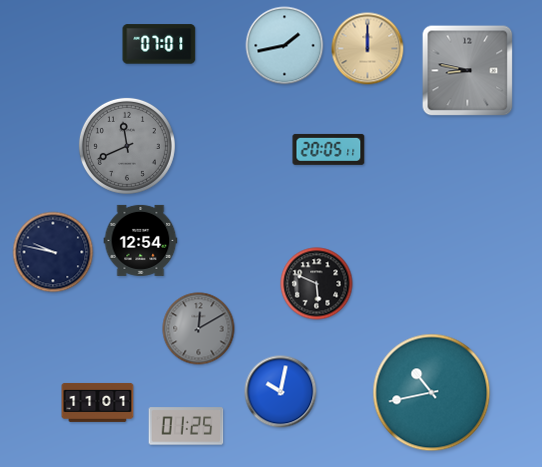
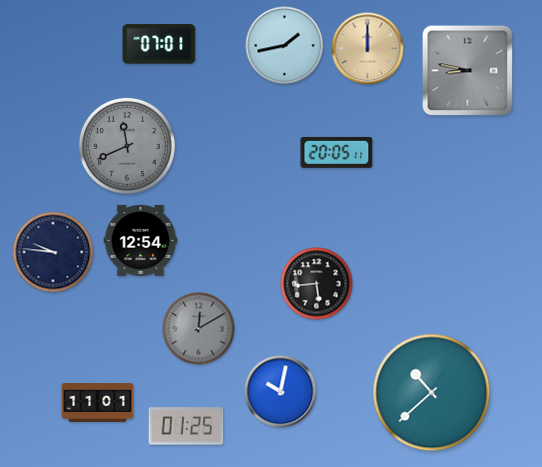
clock at (329, 149) position: (329, 149) -> (337, 152)
clock at (53, 252): 9:47 -> 9:46
clock at (317, 284): 5:49 -> 5:44
clock at (432, 393): 10:43 -> 10:38
